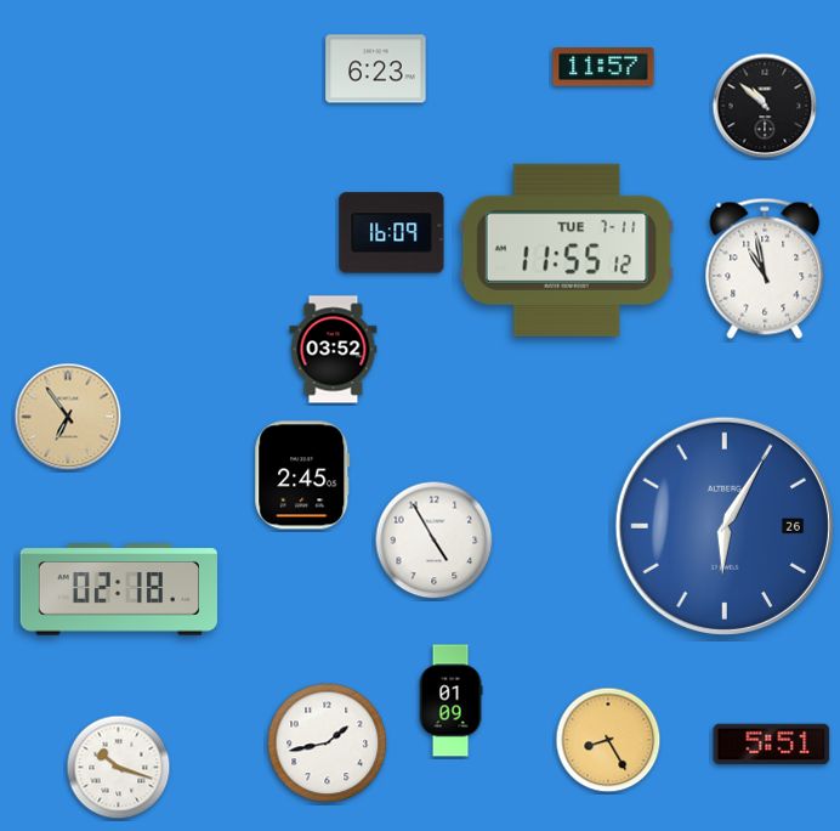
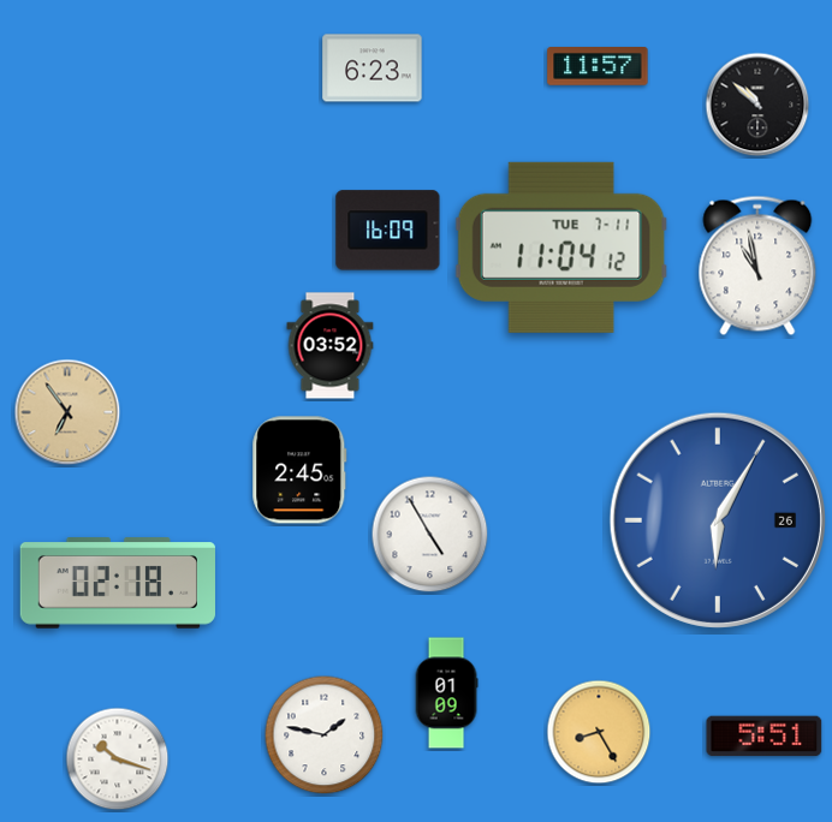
clock at (567, 250): 11:55 -> 11:04
clock at (608, 740) position: (608, 740) -> (599, 732)
clock at (328, 744): 1:43 -> 1:47
